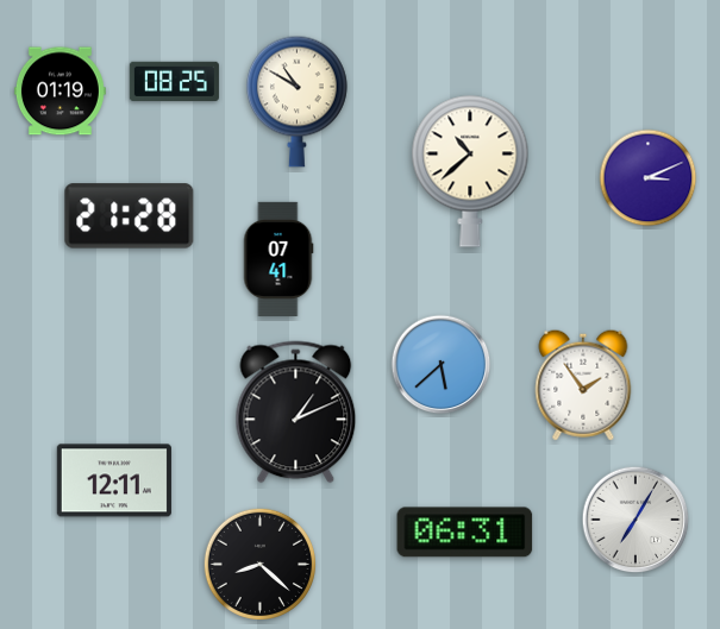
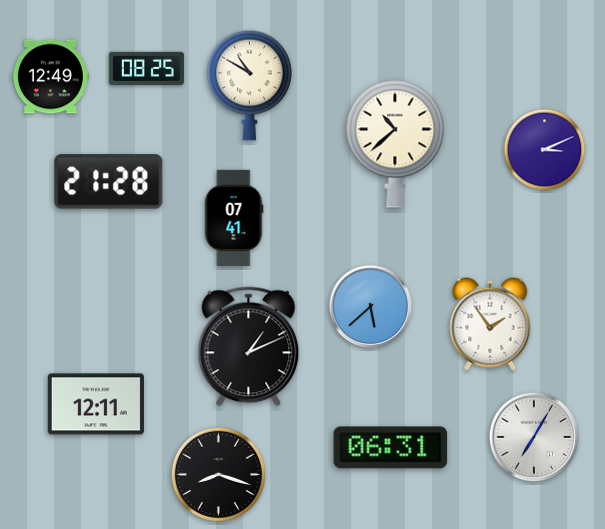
clock at (60, 92): 01:19 -> 12:49
clock at (259, 564): 8:22 -> 8:18
